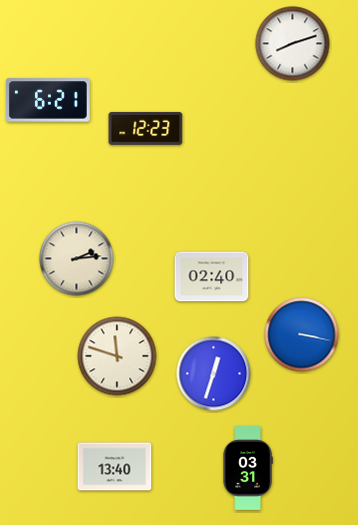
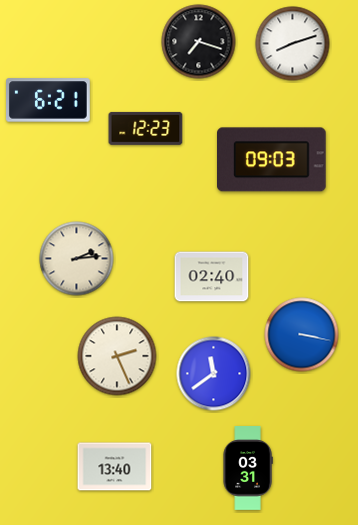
clock at (199, 42): none -> 7:18
clock at (272, 160): none -> 09:03
clock at (117, 356): 11:48 -> 2:26
clock at (214, 374): 12:33 -> 11:39
